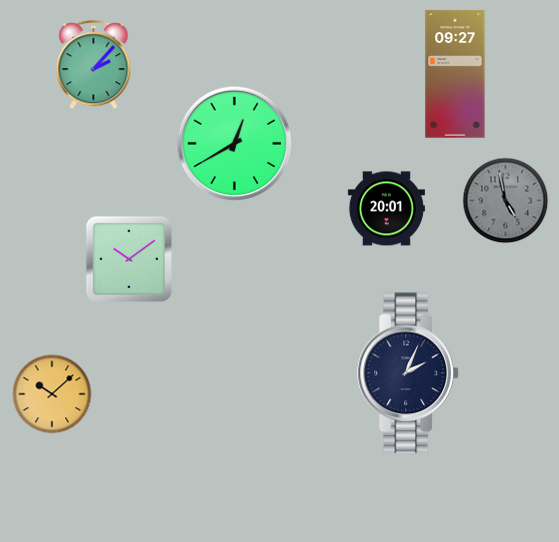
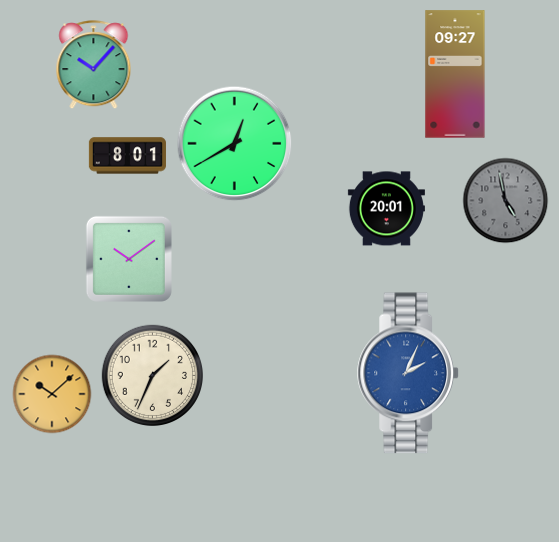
clock at (94, 65): 2:07 -> 10:07
clock at (127, 156): none -> 8:01
clock at (408, 373) dial: navy -> blue
clock at (152, 375): none -> 1:34
